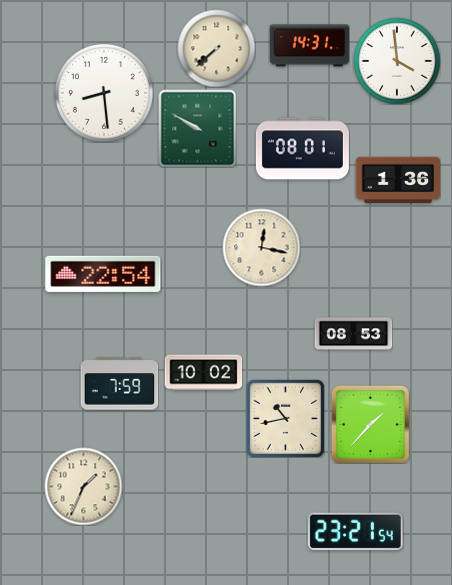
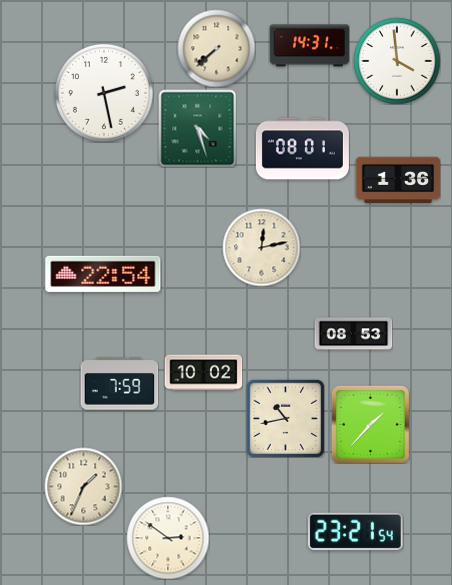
clock at (104, 93): 8:29 -> 2:28
clock at (197, 128): 9:50 -> 4:27
clock at (261, 247): 12:17 -> 12:13
clock at (168, 538): none -> 2:51
